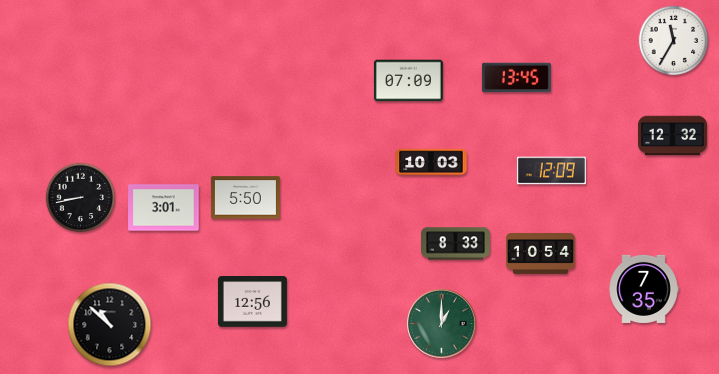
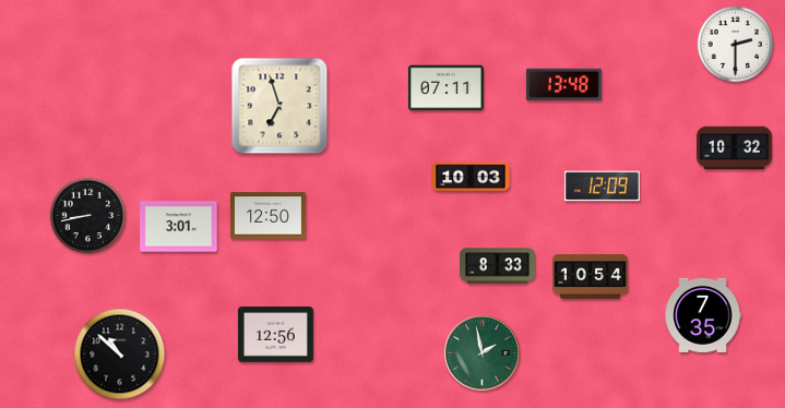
clock at (674, 41): 11:35 -> 2:30
clock at (516, 78): 13:45 -> 13:48
clock at (408, 81): 07:09 -> 07:11
clock at (279, 106): none -> 6:57
clock at (672, 136): 12:32 -> 10:32
clock at (245, 198): 5:50 -> 12:50
clock at (252, 302) position: (252, 302) -> (275, 335)
clock at (442, 324): 1:00 -> 1:58
